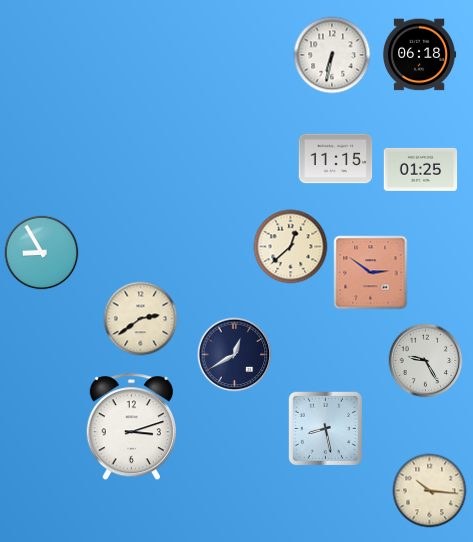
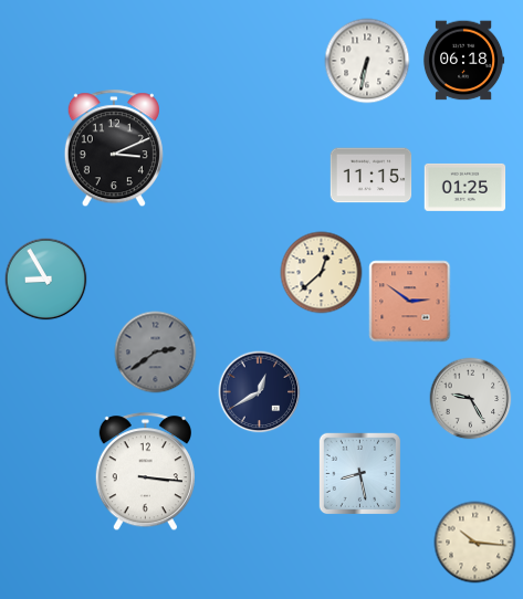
clock at (114, 149): none -> 3:11
clock at (141, 319) dial: cream -> grey
clock at (131, 427): 3:12 -> 3:16
